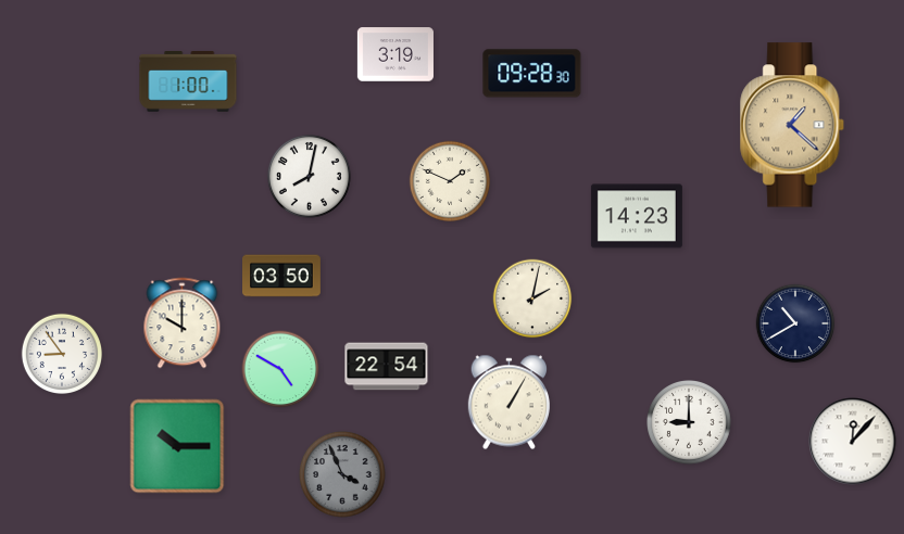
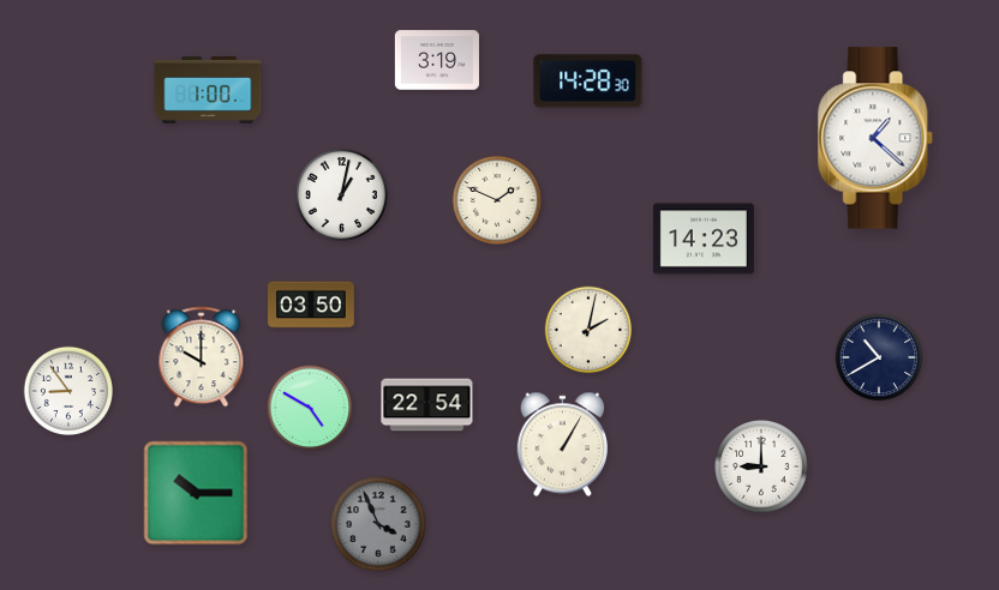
clock at (532, 74): 09:28 -> 14:28
clock at (793, 125) dial: champagne -> white
clock at (309, 176): 8:02 -> 1:02
clock at (853, 442): 12:07 -> none
